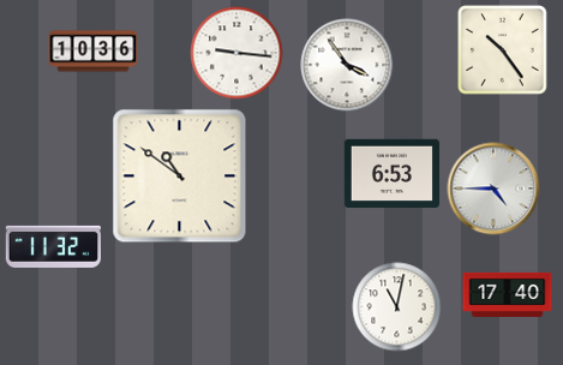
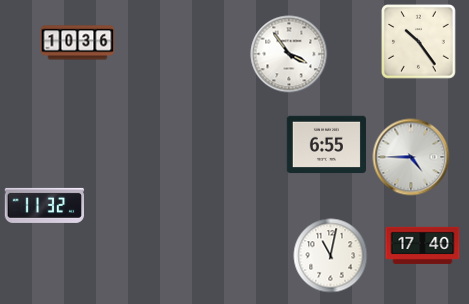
clock at (236, 53): 9:16 -> none
clock at (391, 174): 6:53 -> 6:55
clock at (180, 176): 10:51 -> none
